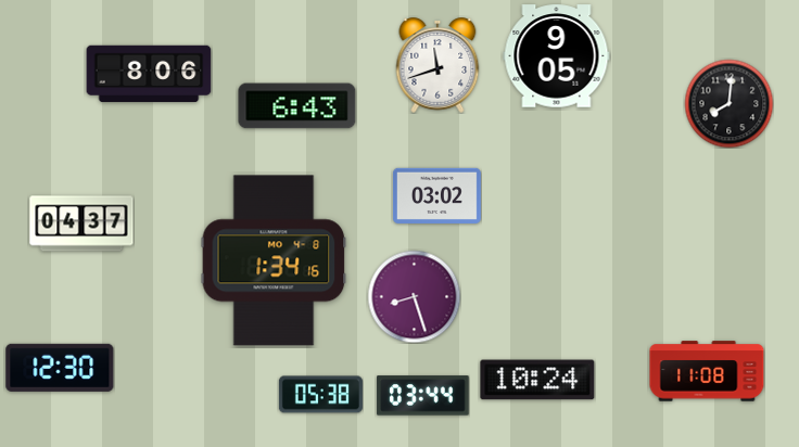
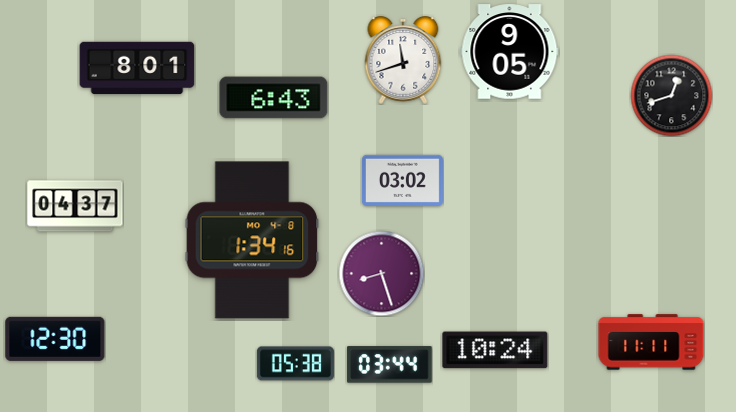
clock at (557, 56) position: (557, 56) -> (510, 52)
clock at (149, 74): 8:06 -> 8:01
clock at (728, 103): 8:01 -> 12:42
clock at (707, 371): 11:08 -> 11:11
